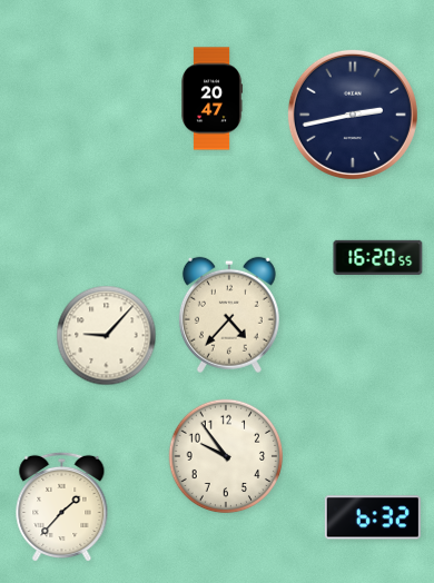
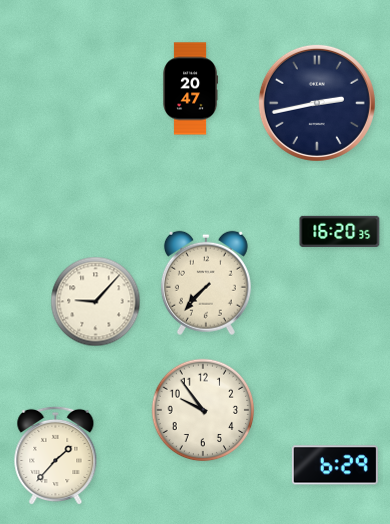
clock at (378, 257): 16:20:55 -> 16:20:35
clock at (229, 315): 4:37 -> 7:37
clock at (373, 517): 6:32 -> 6:29
